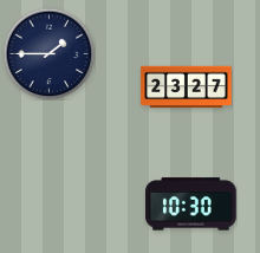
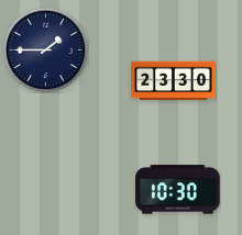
clock at (187, 87): 23:27 -> 23:30
